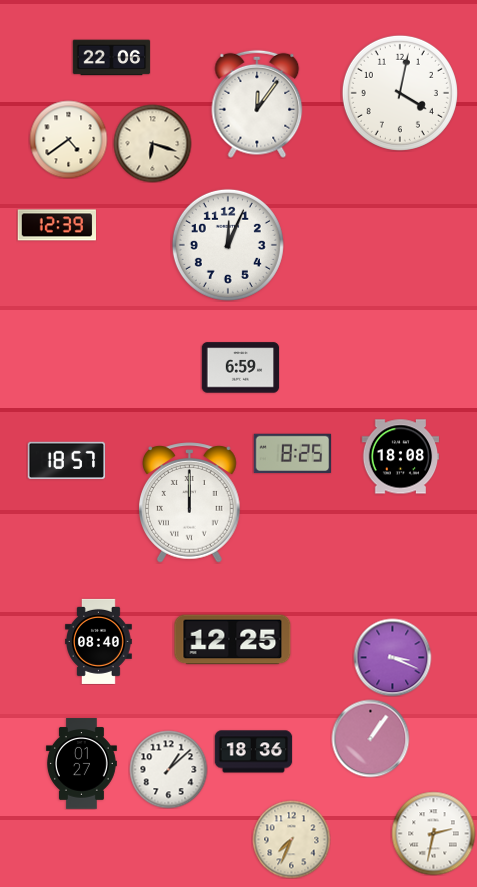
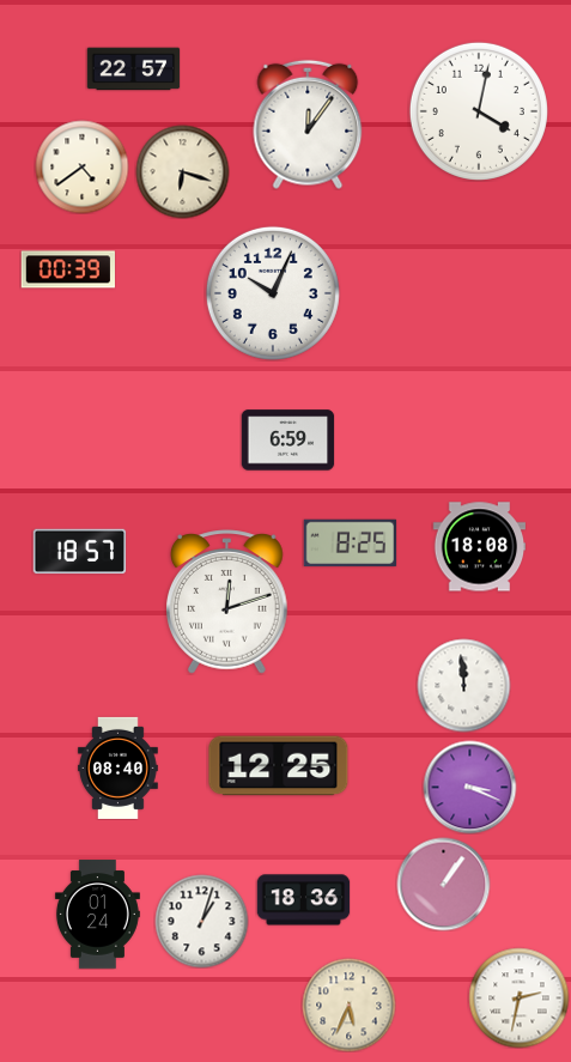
clock at (111, 58): 22:06 -> 22:57
clock at (56, 225): 12:39 -> 00:39
clock at (228, 245): 12:04 -> 10:04
clock at (190, 503): 12:00 -> 12:12
clock at (463, 685): none -> 11:59
clock at (81, 764): 01:27 -> 01:24
clock at (168, 769): 1:08 -> 1:03
clock at (291, 839): 7:34 -> 5:34
